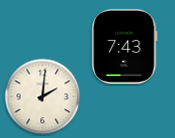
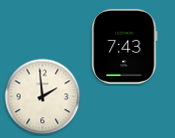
clock at (43, 97): 2:01 -> 1:59
